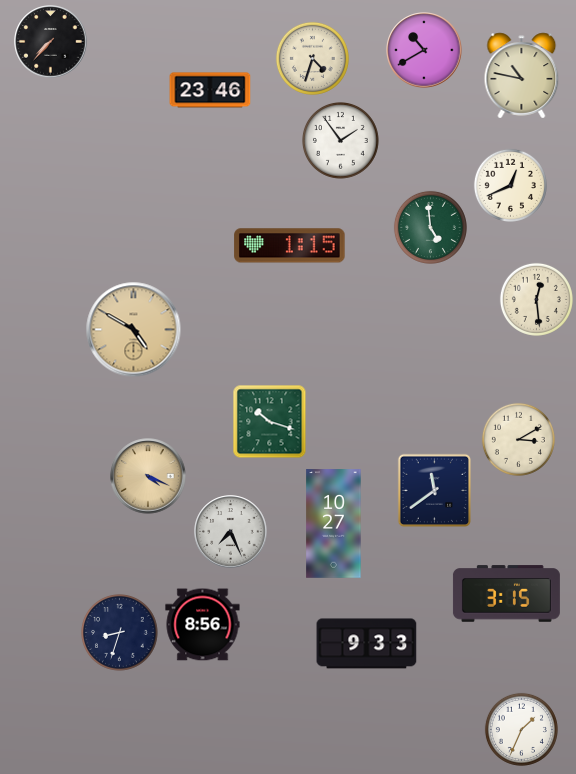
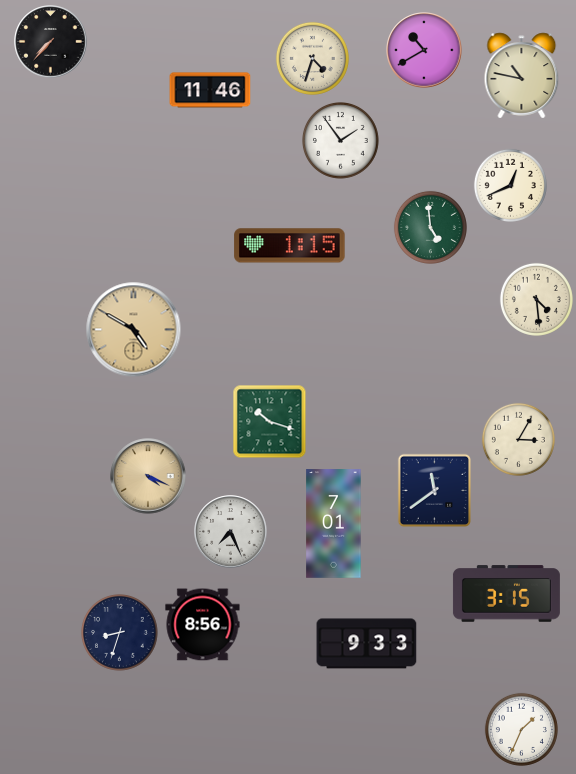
clock at (210, 90): 23:46 -> 11:46
clock at (536, 299): 12:29 -> 4:29
clock at (518, 439): 3:10 -> 3:05
clock at (334, 524): 10:27 -> 7:01
